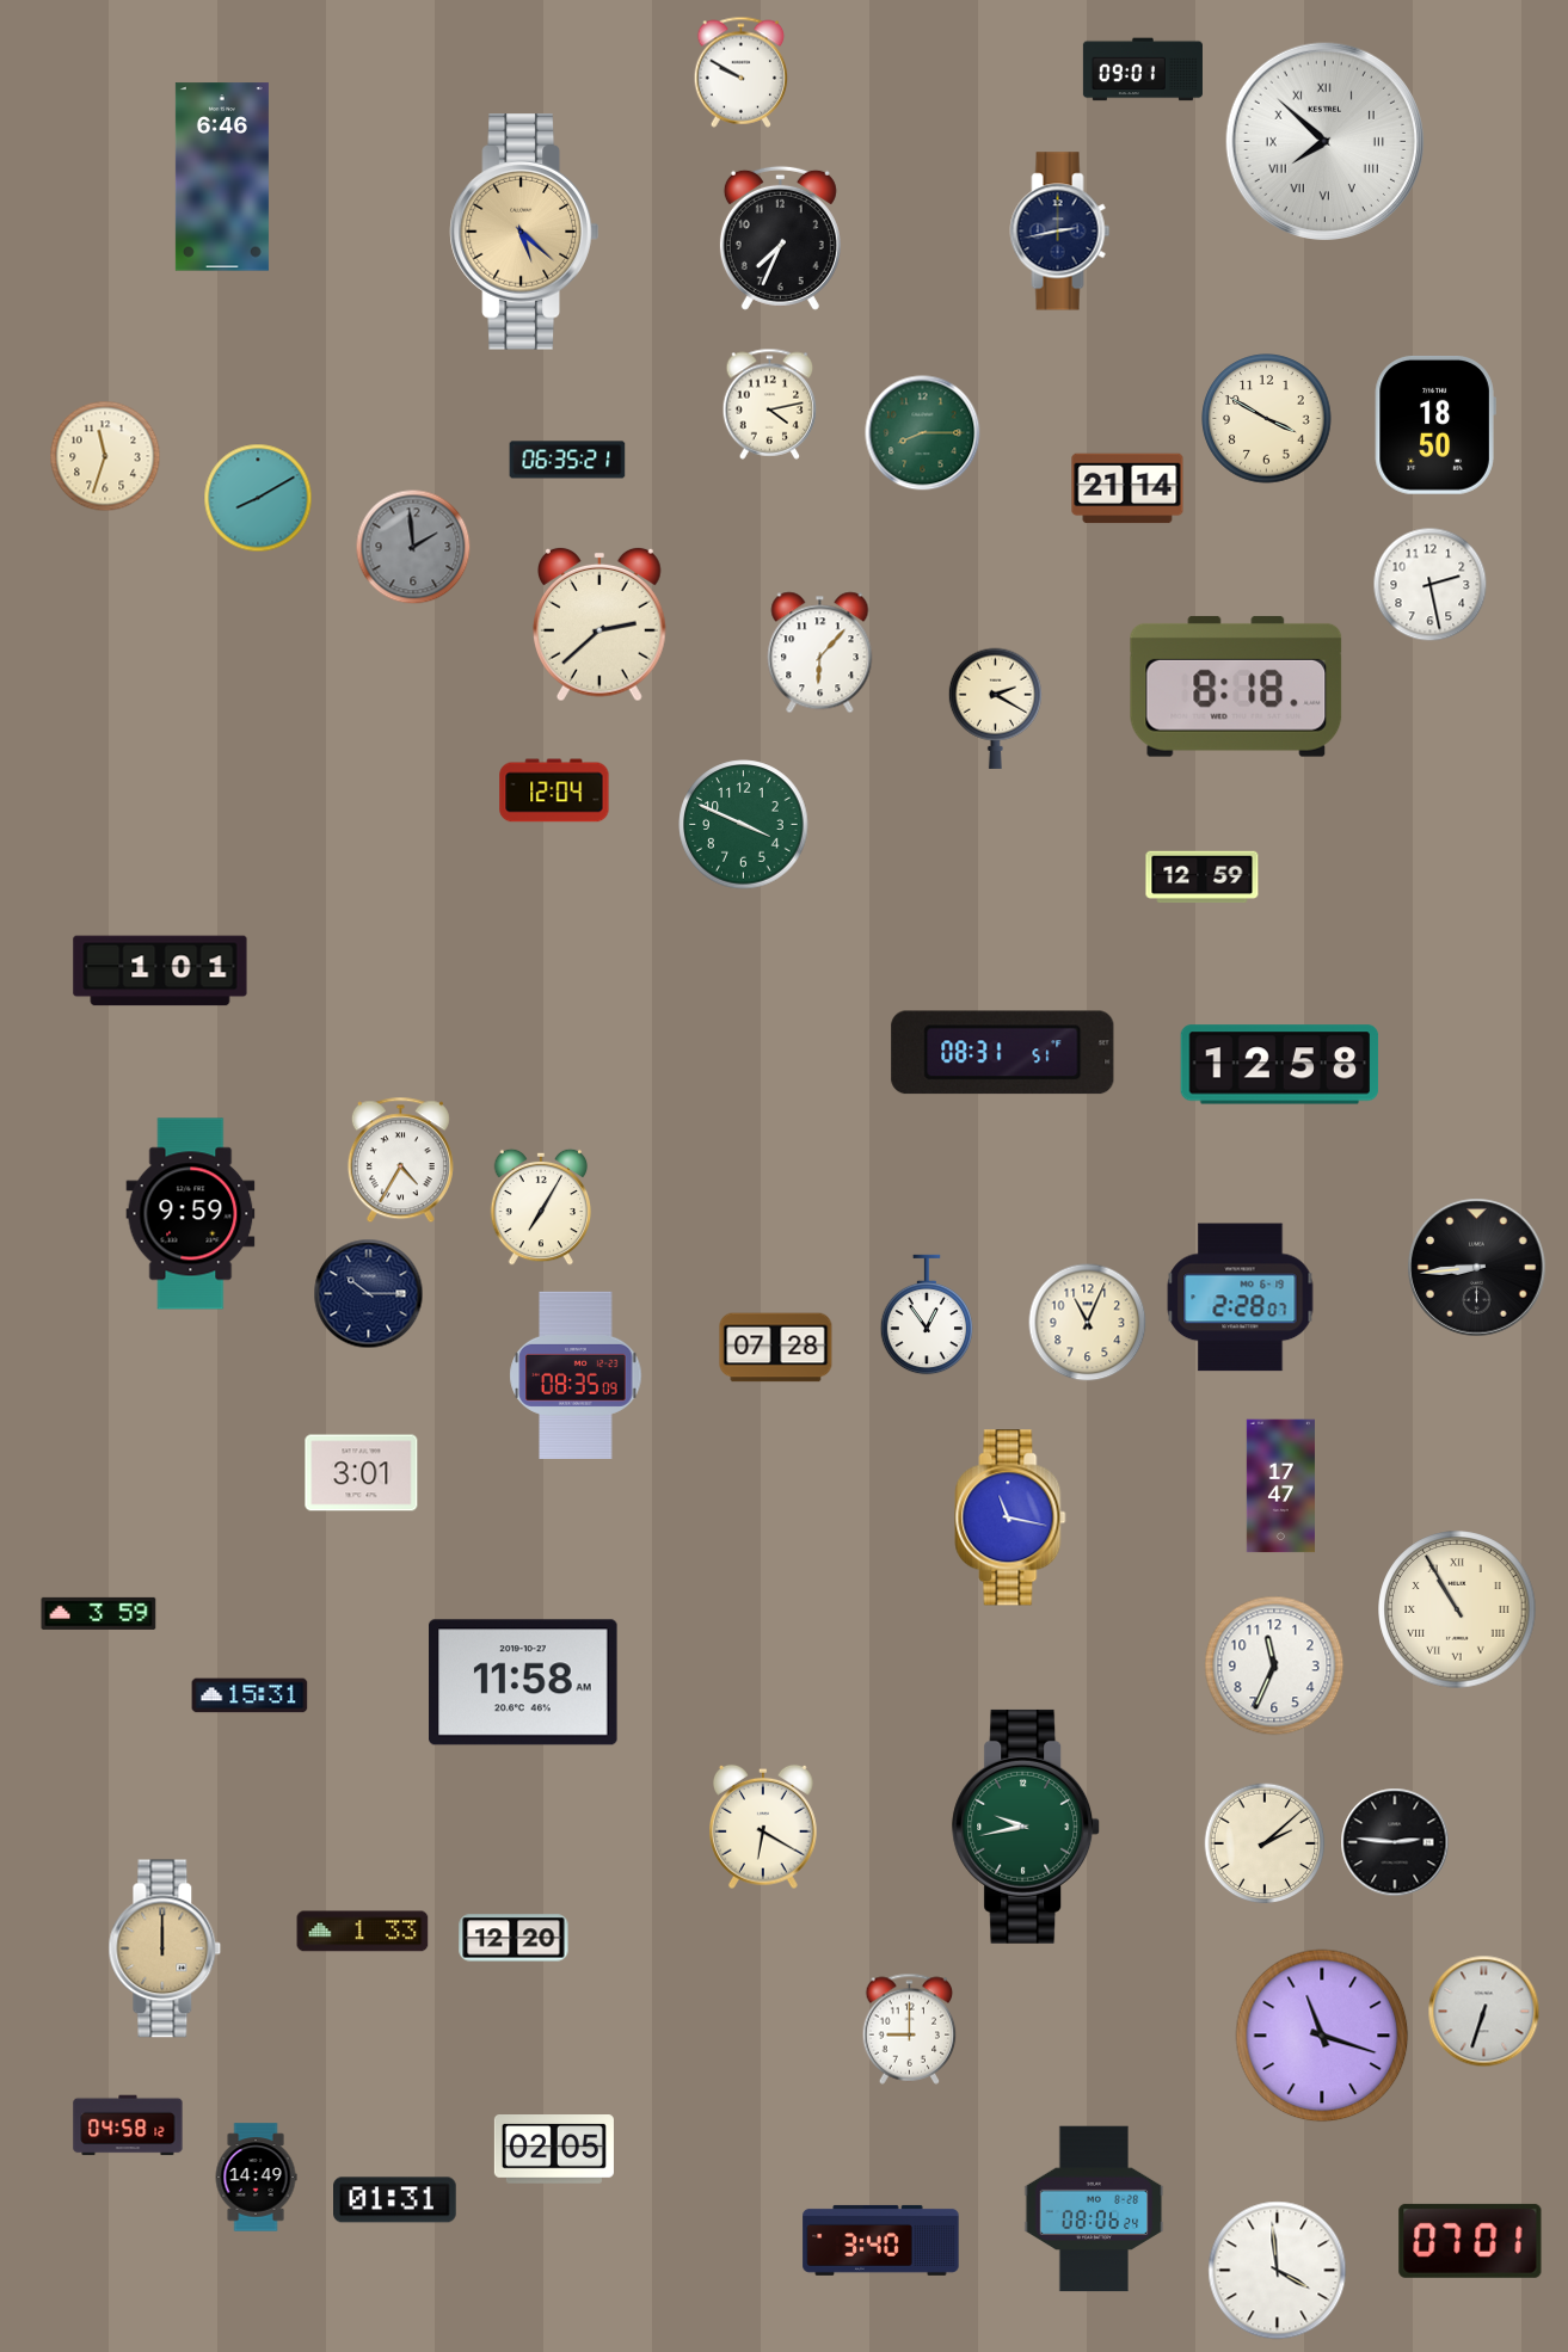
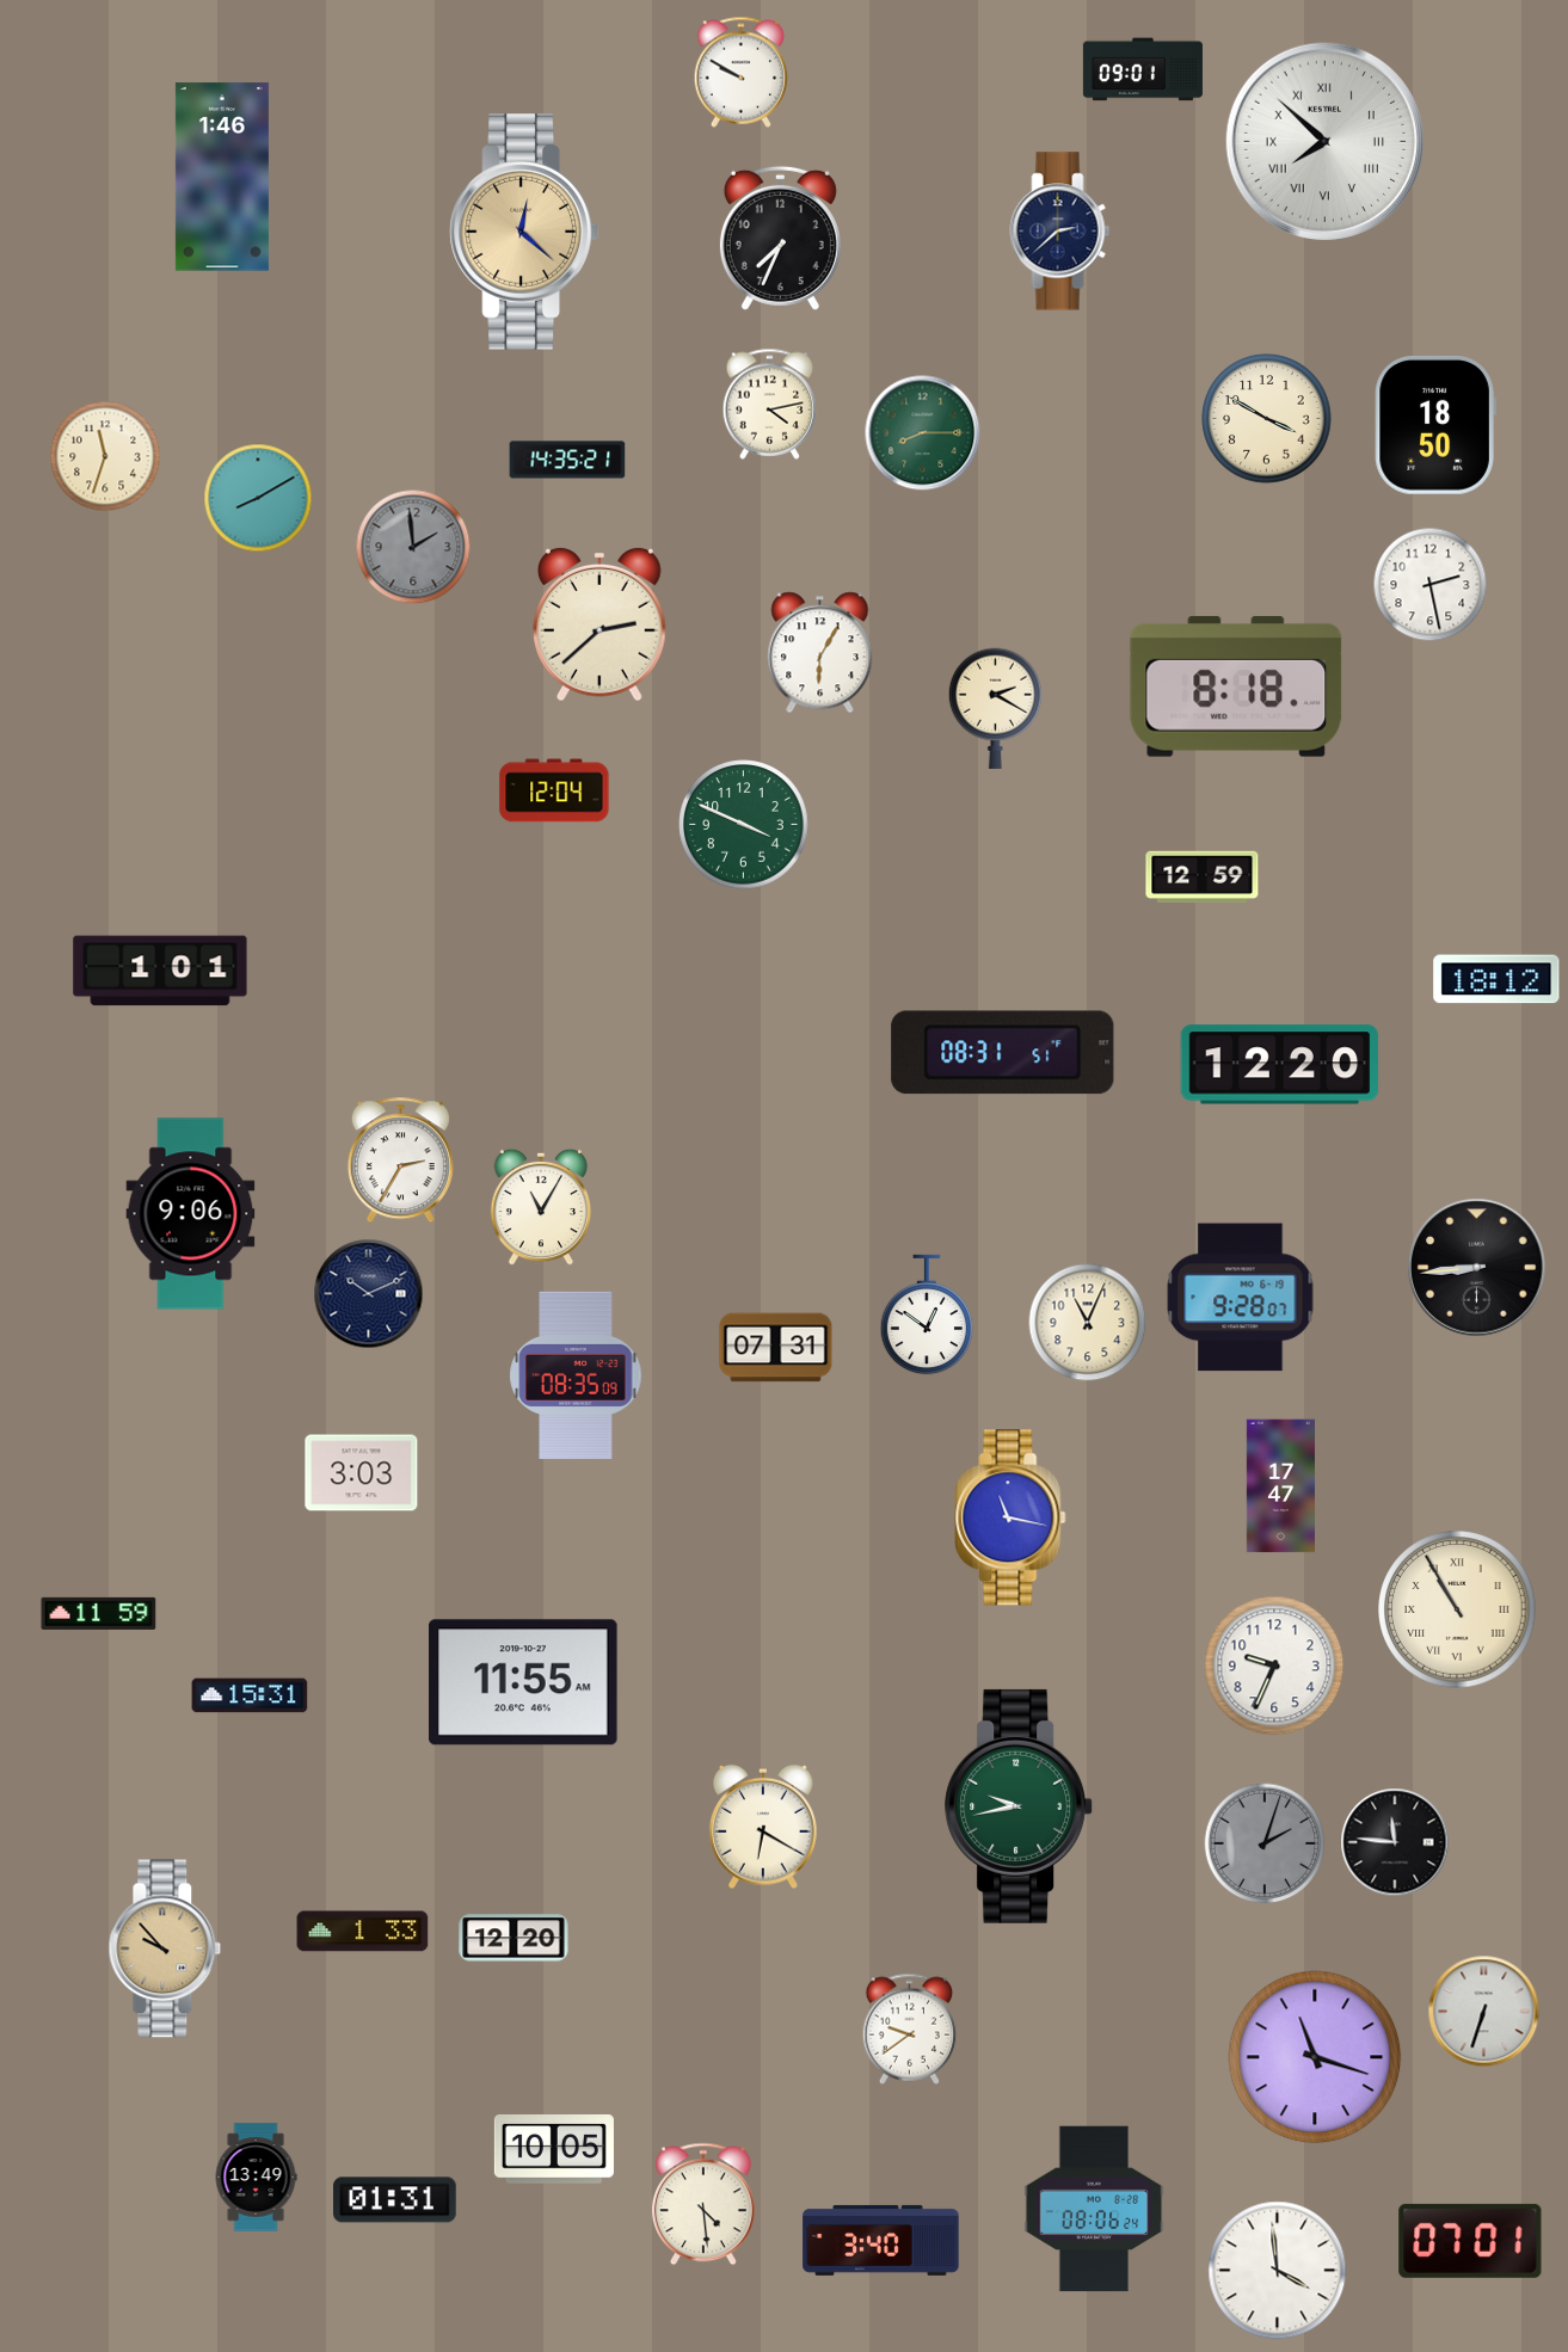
clock at (222, 177): 6:46 -> 1:46
clock at (524, 232): 5:22 -> 12:22
clock at (1060, 232): 2:43 -> 2:38
clock at (567, 460): 06:35 -> 14:35
clock at (1127, 488): 21:14 -> none
clock at (820, 653): 6:07 -> 6:05
clock at (1496, 979): none -> 18:12
clock at (1280, 1065): 12:58 -> 12:20
clock at (400, 1160): 4:35 -> 2:35
clock at (541, 1207): 7:05 -> 11:05
clock at (191, 1214): 9:59 -> 9:06
clock at (369, 1294): 10:15 -> 10:11
clock at (1241, 1298): 2:28 -> 9:28
clock at (926, 1314): 12:54 -> 12:51
clock at (776, 1348): 07:28 -> 07:31
clock at (362, 1473): 3:01 -> 3:03
clock at (99, 1613): 3:59 -> 11:59
clock at (1274, 1666): 11:34 -> 9:34
clock at (523, 1682): 11:58 -> 11:55
clock at (1027, 1827) position: (1027, 1827) -> (1020, 1806)
clock at (1395, 1842): 2:46 -> 11:46
clock at (1265, 1843): 2:08 -> 2:03
clock at (1265, 1843) dial: cream -> grey
clock at (165, 1948): 12:00 -> 9:53
clock at (910, 2028): 9:00 -> 9:39
clock at (1322, 2036) position: (1322, 2036) -> (1315, 2057)
clock at (128, 2125): 04:58 -> none
clock at (554, 2150): 02:05 -> 10:05
clock at (256, 2178): 14:49 -> 13:49
clock at (703, 2204): none -> 4:29
